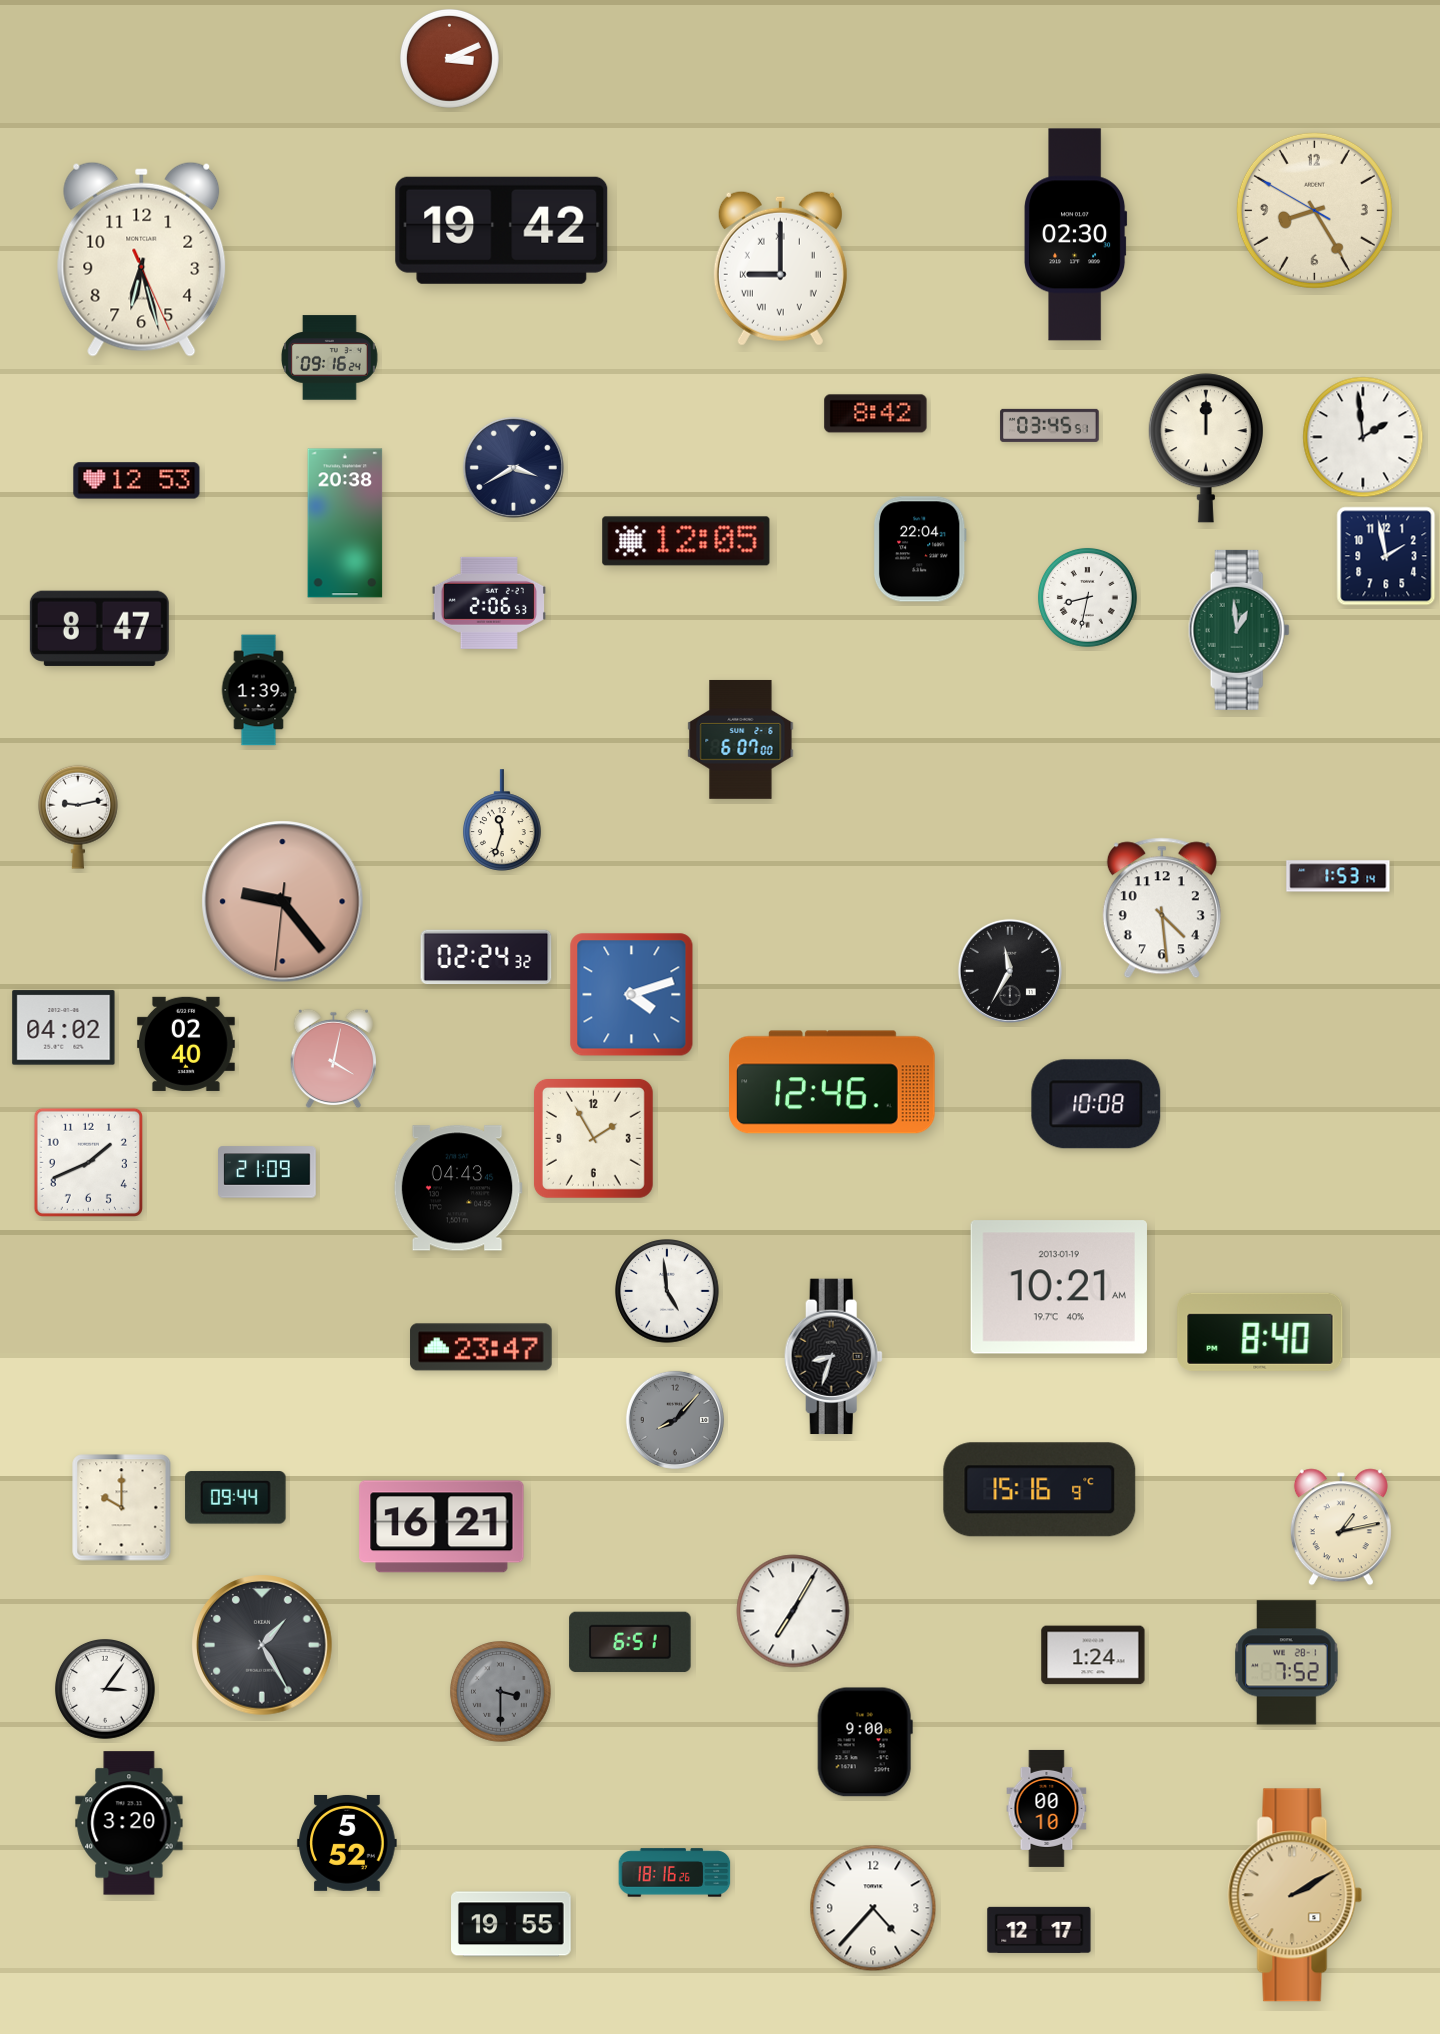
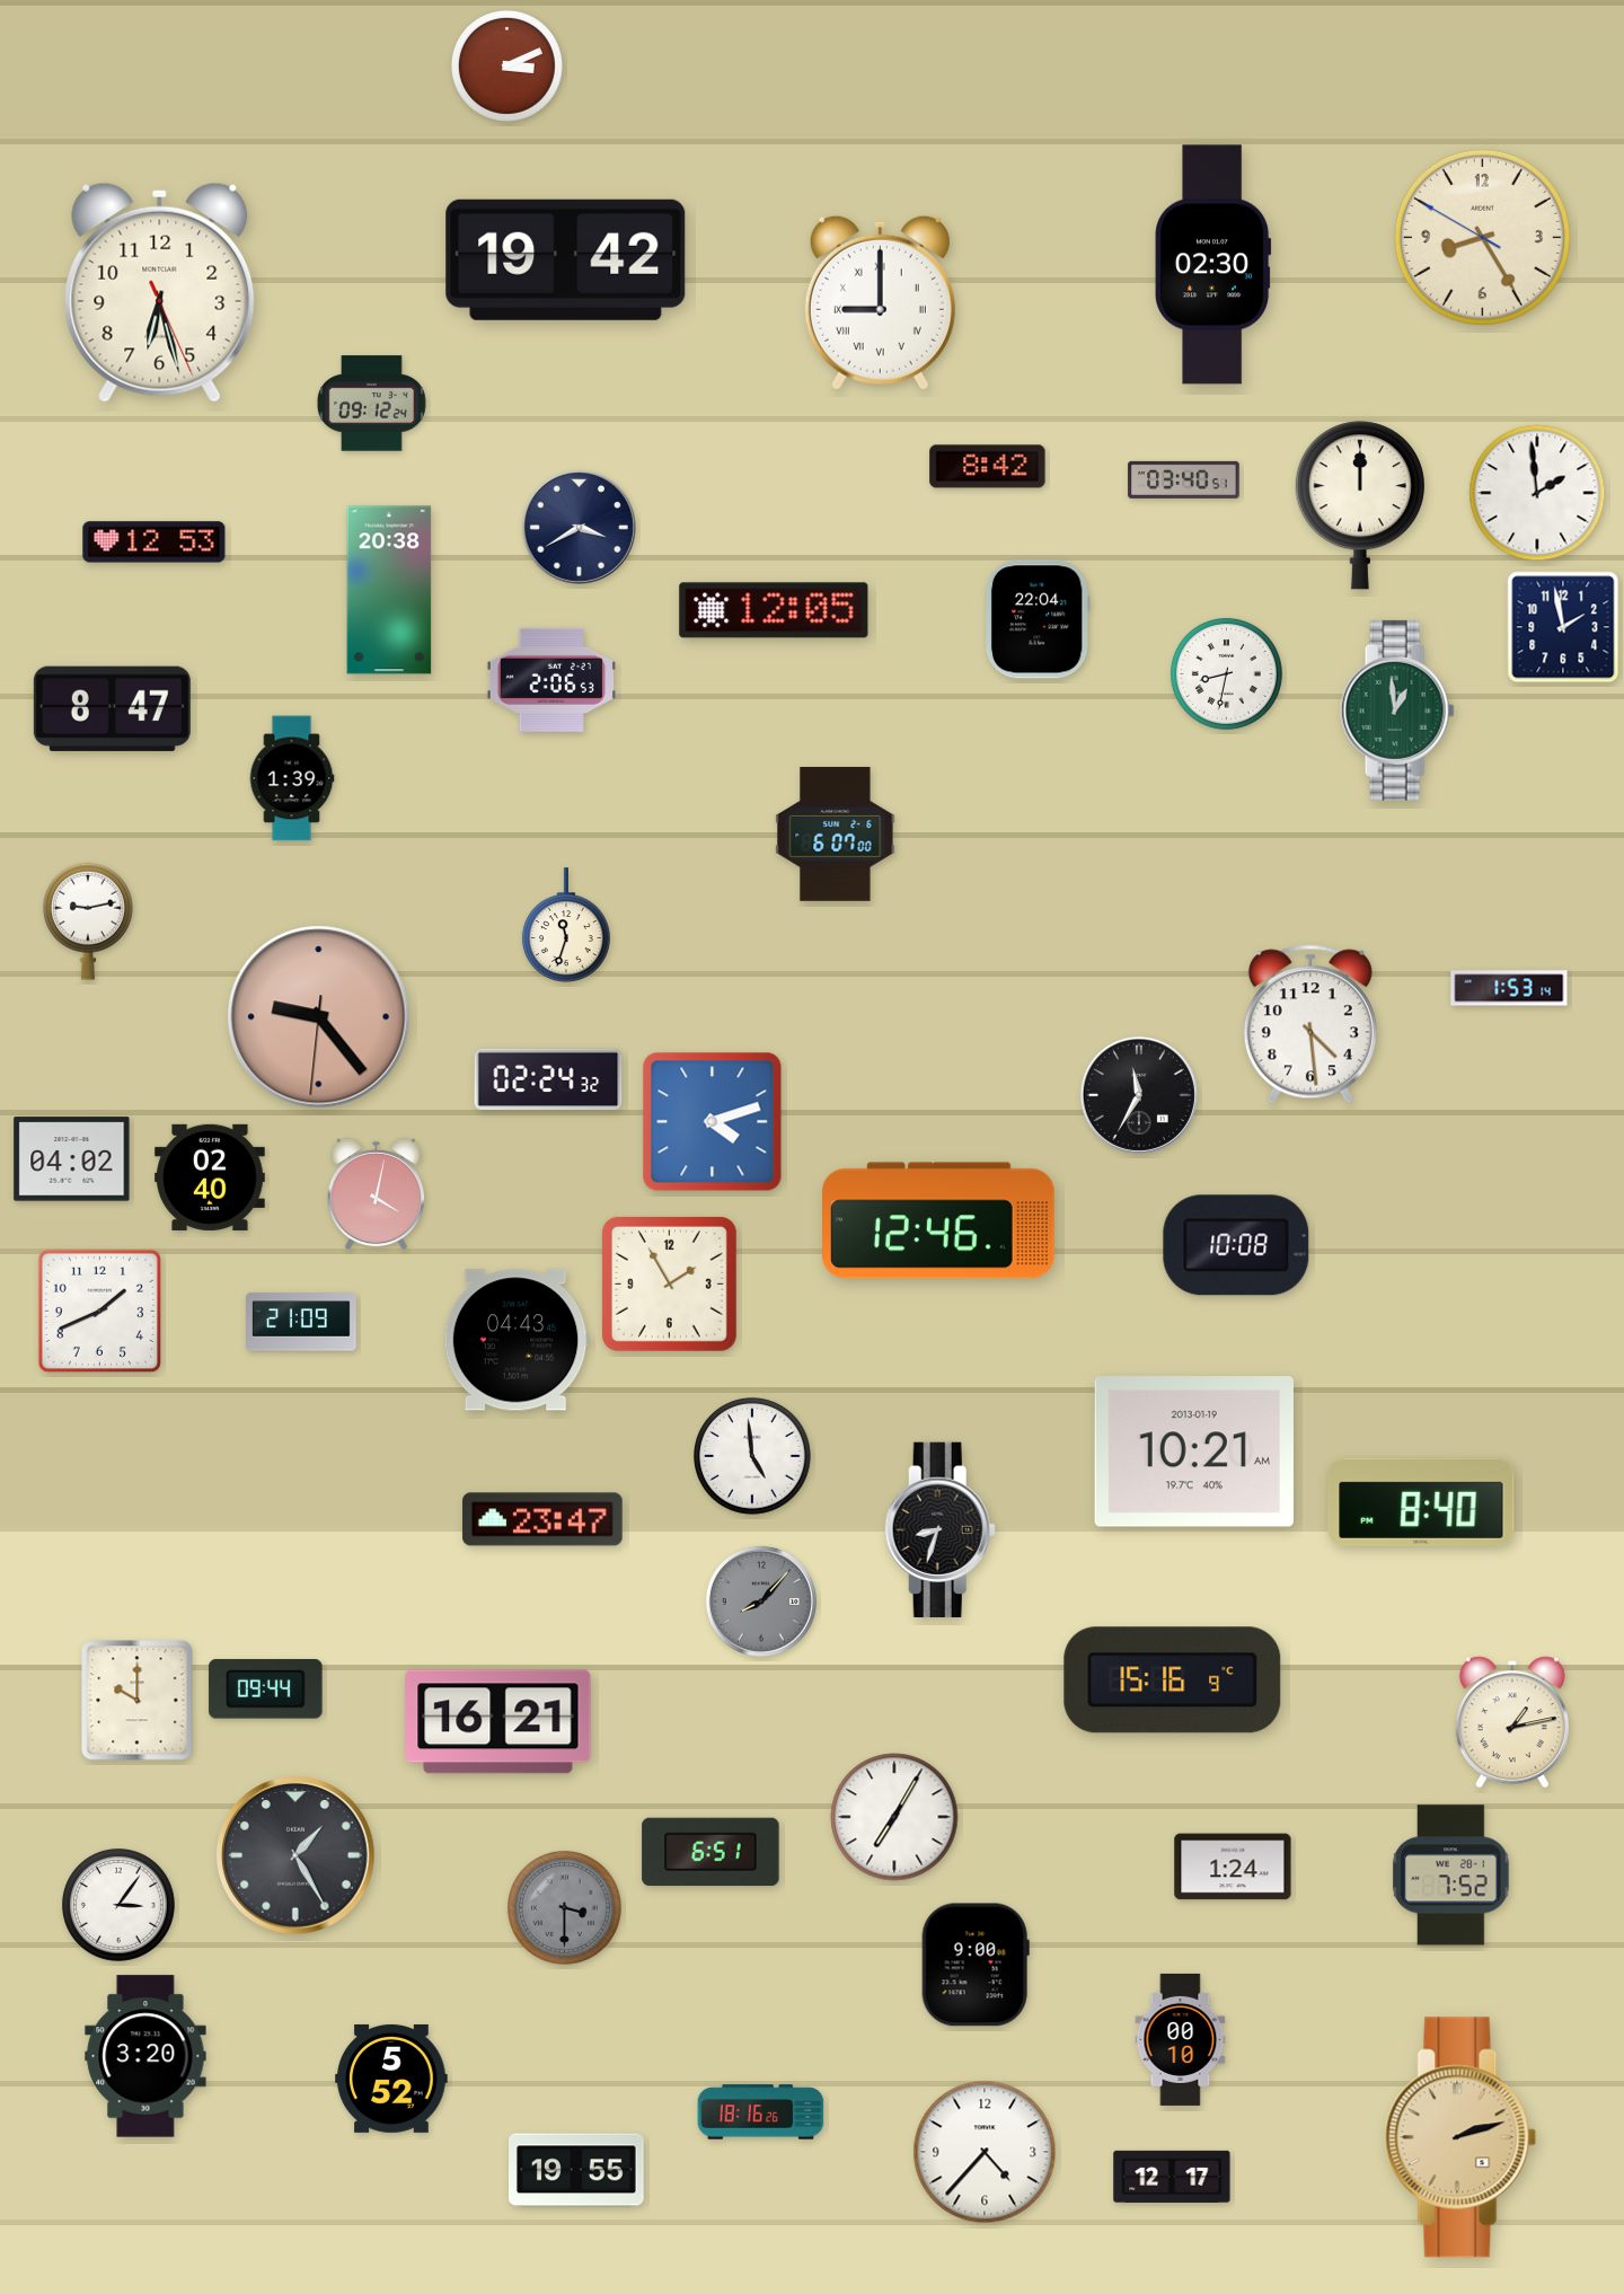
clock at (330, 358): 09:16 -> 09:12
clock at (1050, 425): 03:45 -> 03:40
clock at (1295, 1895): 2:10 -> 2:12
